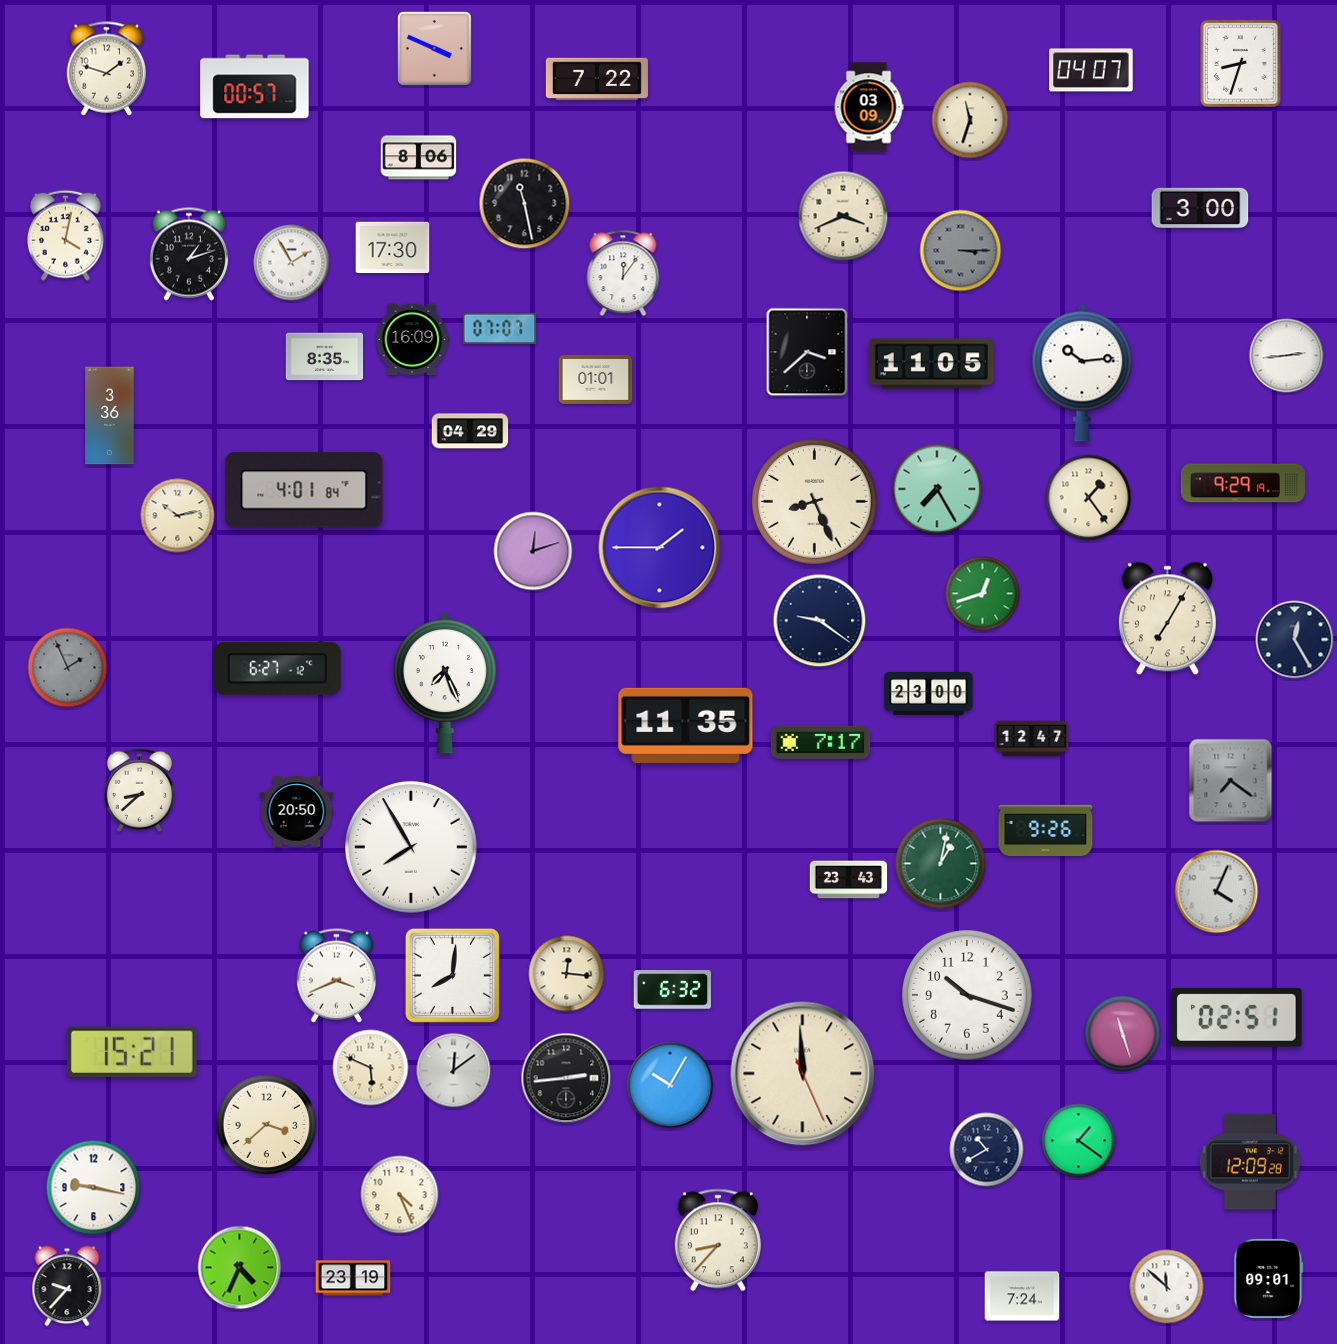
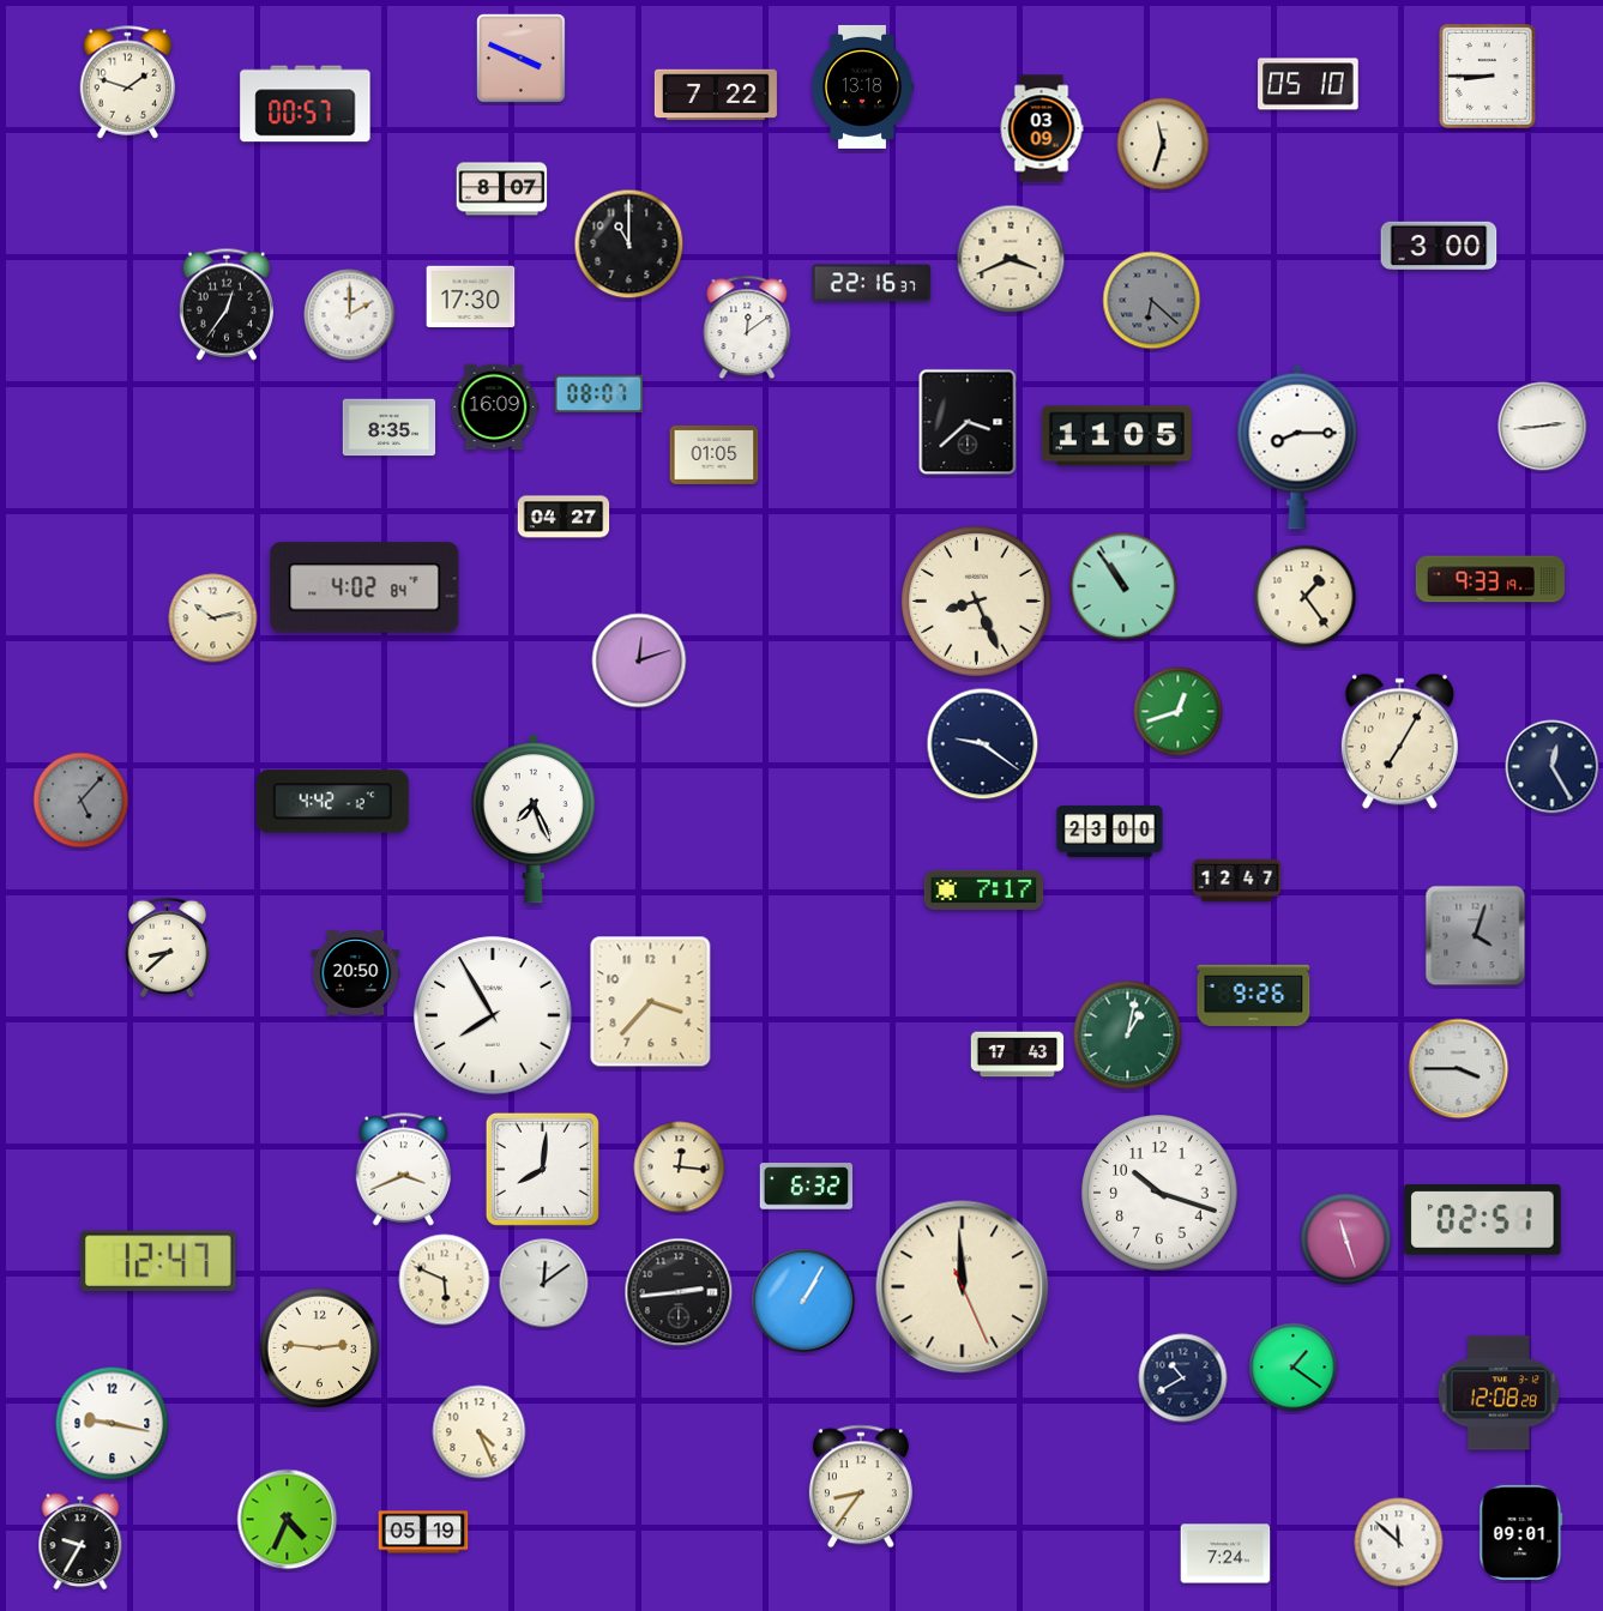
clock at (1240, 63): 8:33 -> 8:45
clock at (1091, 70): 04:07 -> 05:10
clock at (862, 86): none -> 13:18
clock at (419, 158): 8:06 -> 8:07
clock at (525, 204): 11:28 -> 11:00
clock at (1200, 207) position: (1200, 207) -> (1439, 245)
clock at (65, 235): 4:02 -> none
clock at (872, 283): none -> 22:16
clock at (961, 251): 3:15 -> 6:22
clock at (189, 254): 1:12 -> 12:36
clock at (292, 263): 1:55 -> 2:00
clock at (623, 273): 12:06 -> 12:09
clock at (500, 329): 07:07 -> 08:07
clock at (1082, 373): 10:14 -> 8:15
clock at (596, 379): 01:01 -> 01:05
clock at (110, 416): 3:36 -> none
clock at (470, 431): 04:29 -> 04:27
clock at (1243, 483): 9:29 -> 9:33
clock at (937, 489): 7:25 -> 10:54
clock at (304, 490): 4:01 -> 4:02
clock at (660, 548): 1:45 -> none
clock at (68, 668): 1:56 -> 5:07
clock at (277, 669): 6:27 -> 4:42
clock at (929, 693) position: (929, 693) -> (1110, 831)
clock at (686, 725): 11:35 -> none
clock at (1032, 739) position: (1032, 739) -> (1237, 881)
clock at (1231, 781): 7:21 -> 4:03
clock at (651, 1002): none -> 3:37
clock at (849, 880): 23:43 -> 17:43
clock at (1217, 892): 4:04 -> 3:45
clock at (132, 1052): 15:21 -> 12:47
clock at (670, 1085): 10:05 -> 1:05
clock at (267, 1125): 3:38 -> 2:46
clock at (1250, 1162): 12:09 -> 12:08
clock at (718, 1240): 8:37 -> 8:36
clock at (353, 1278): 23:19 -> 05:19
clock at (67, 1286): 9:37 -> 9:35
